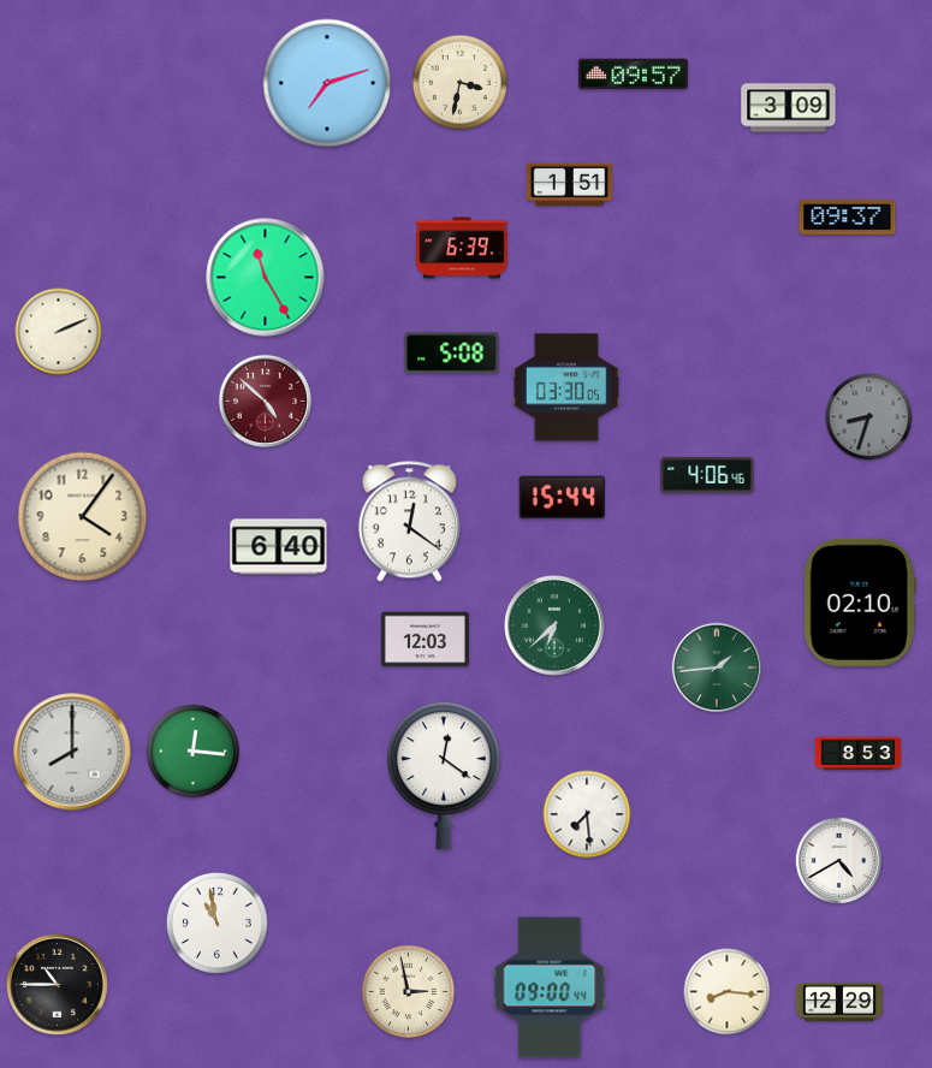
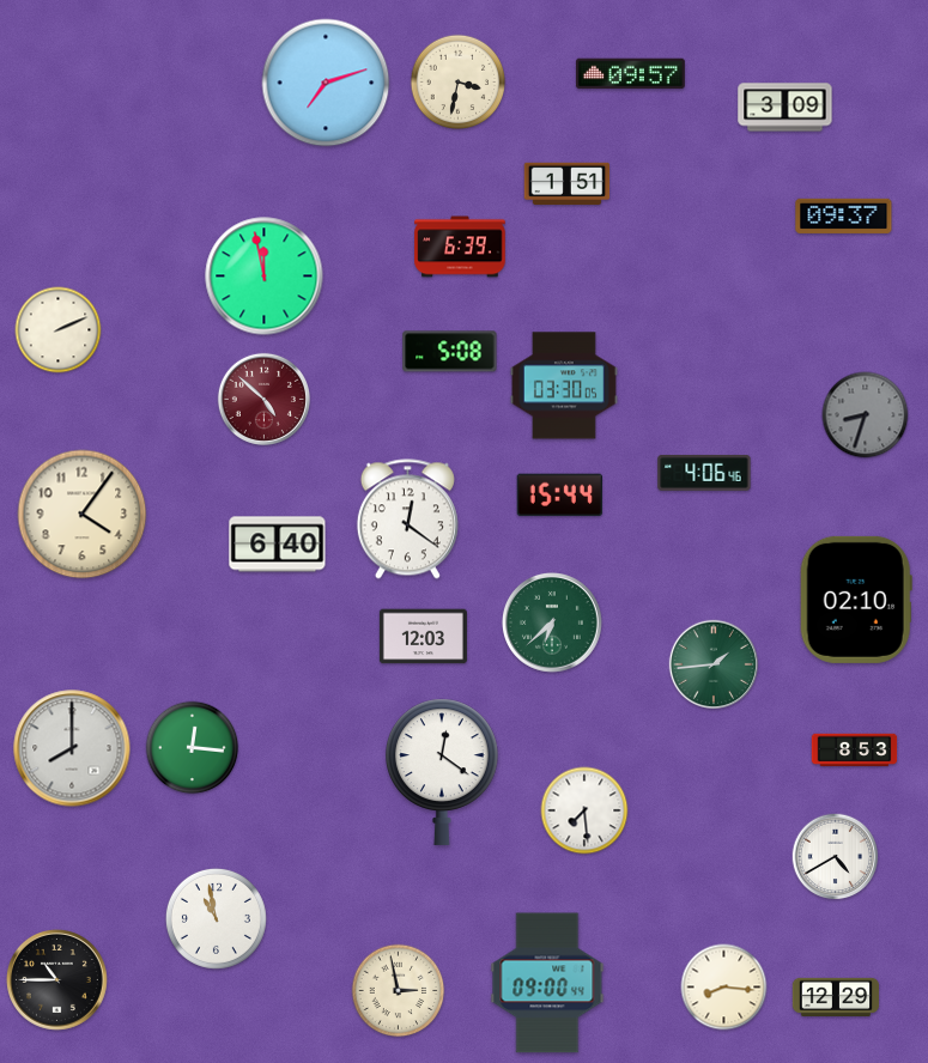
clock at (266, 278): 11:25 -> 11:58
clock at (409, 992) position: (409, 992) -> (399, 991)
